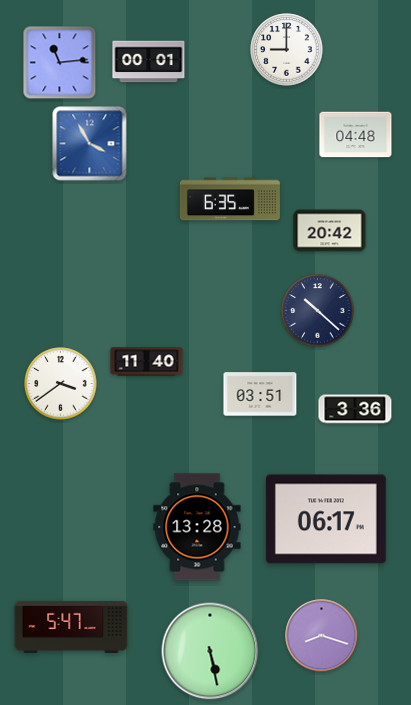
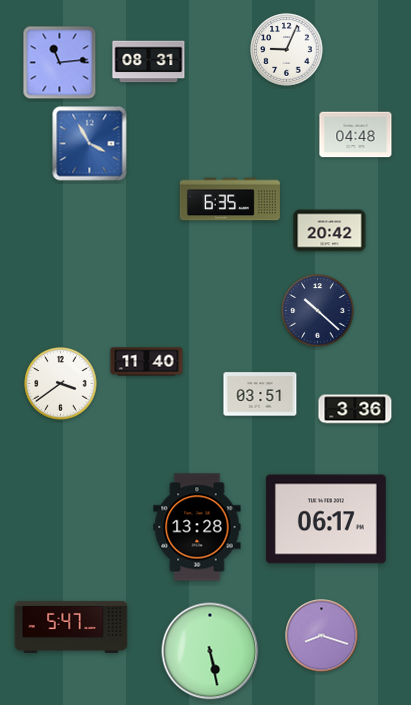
clock at (287, 50): 9:00 -> 9:04
clock at (149, 62): 00:01 -> 08:31
